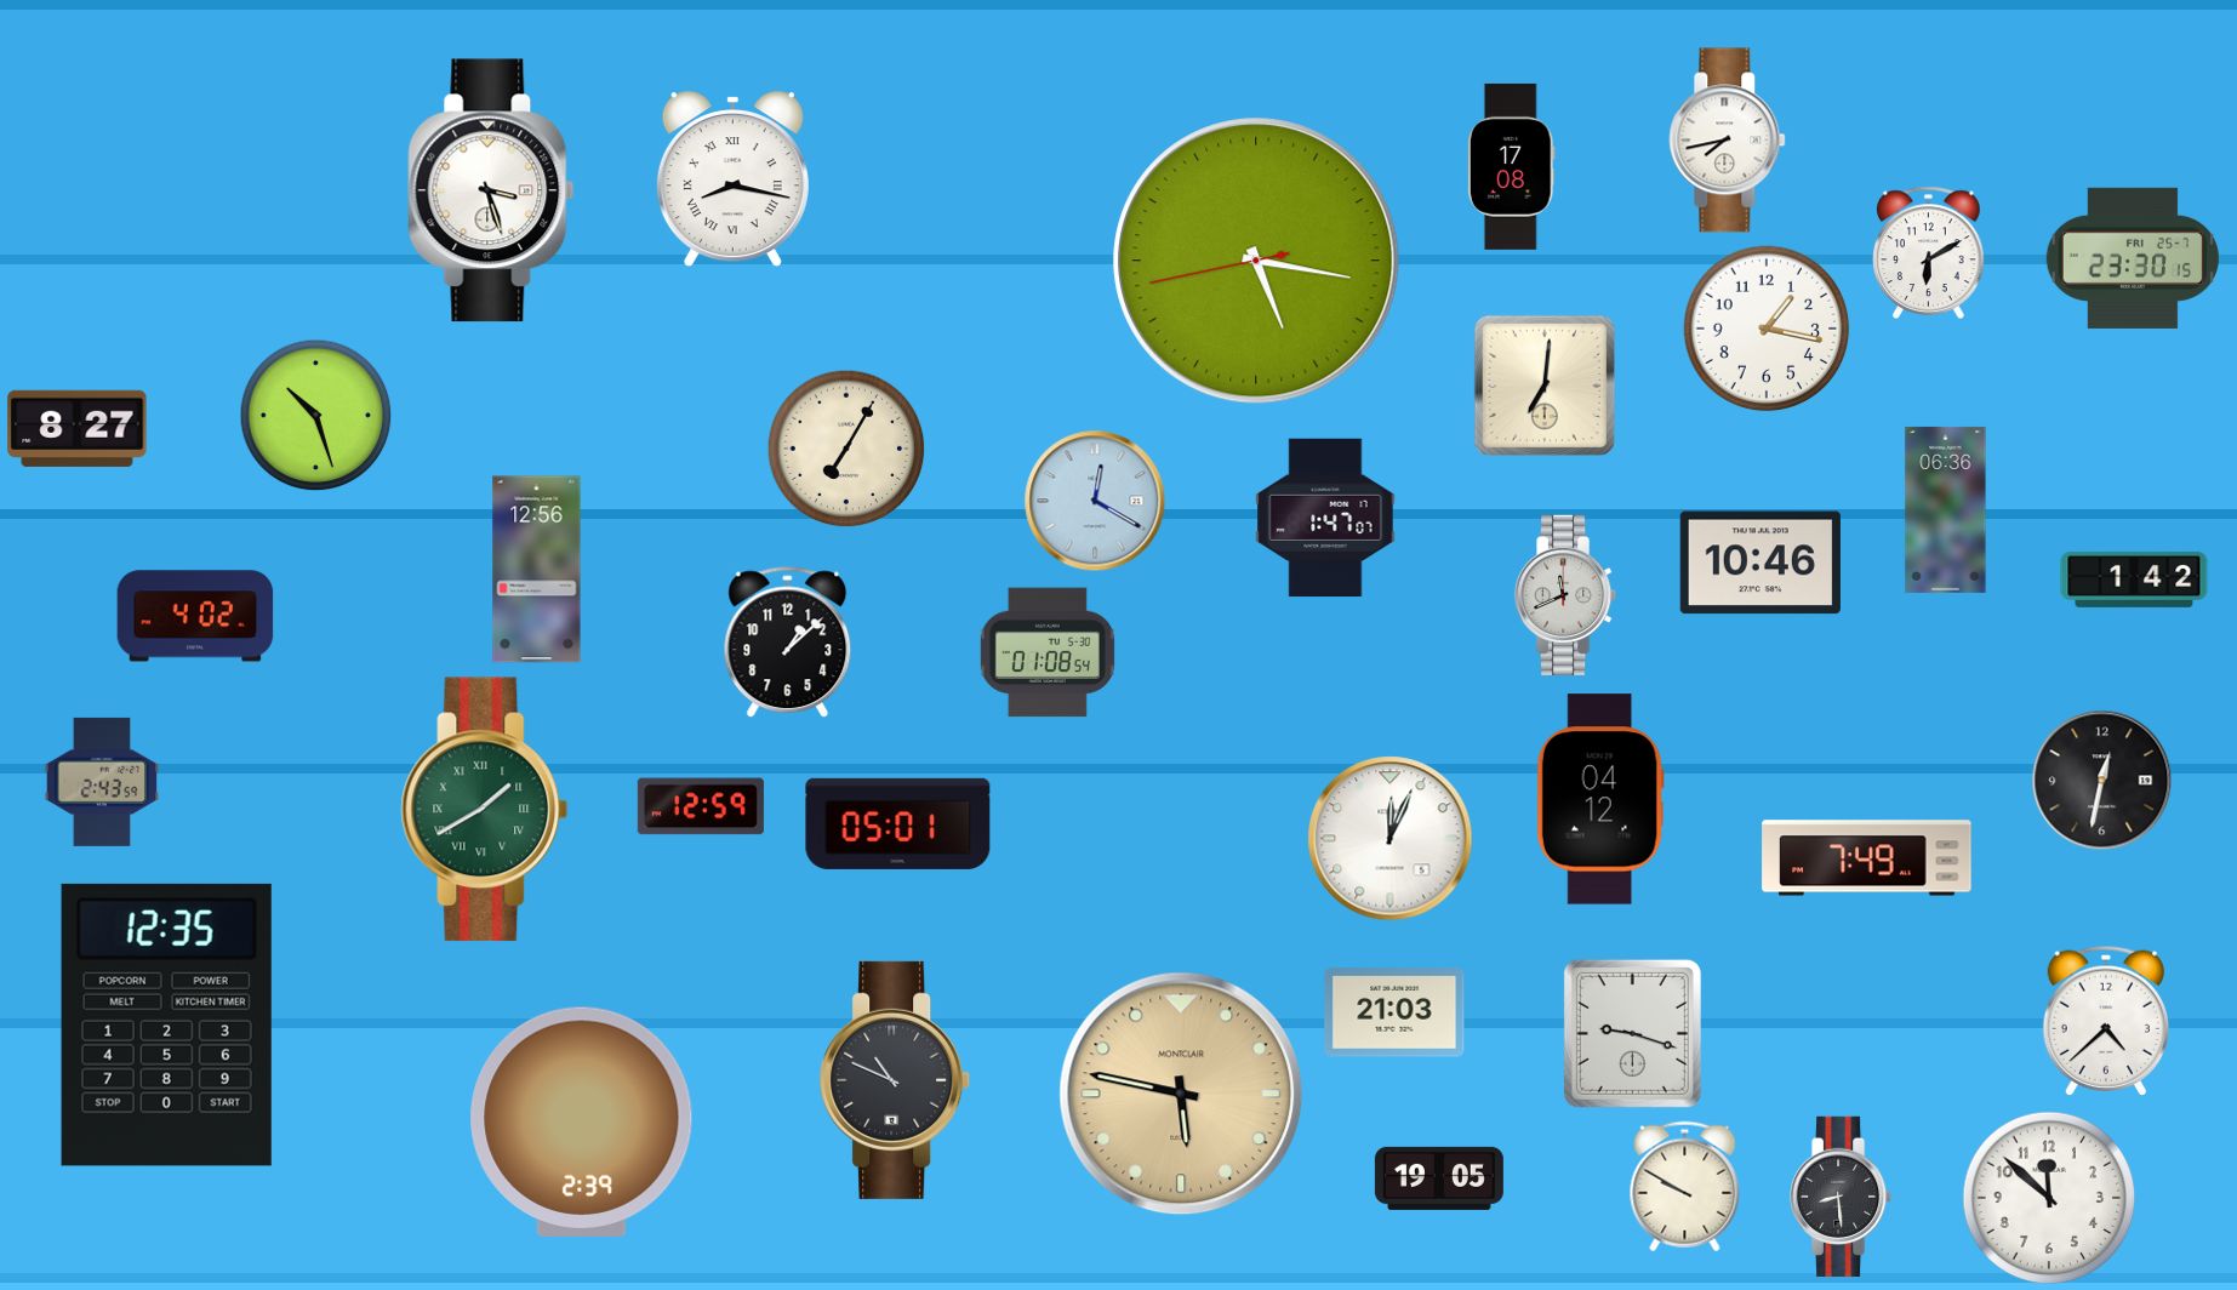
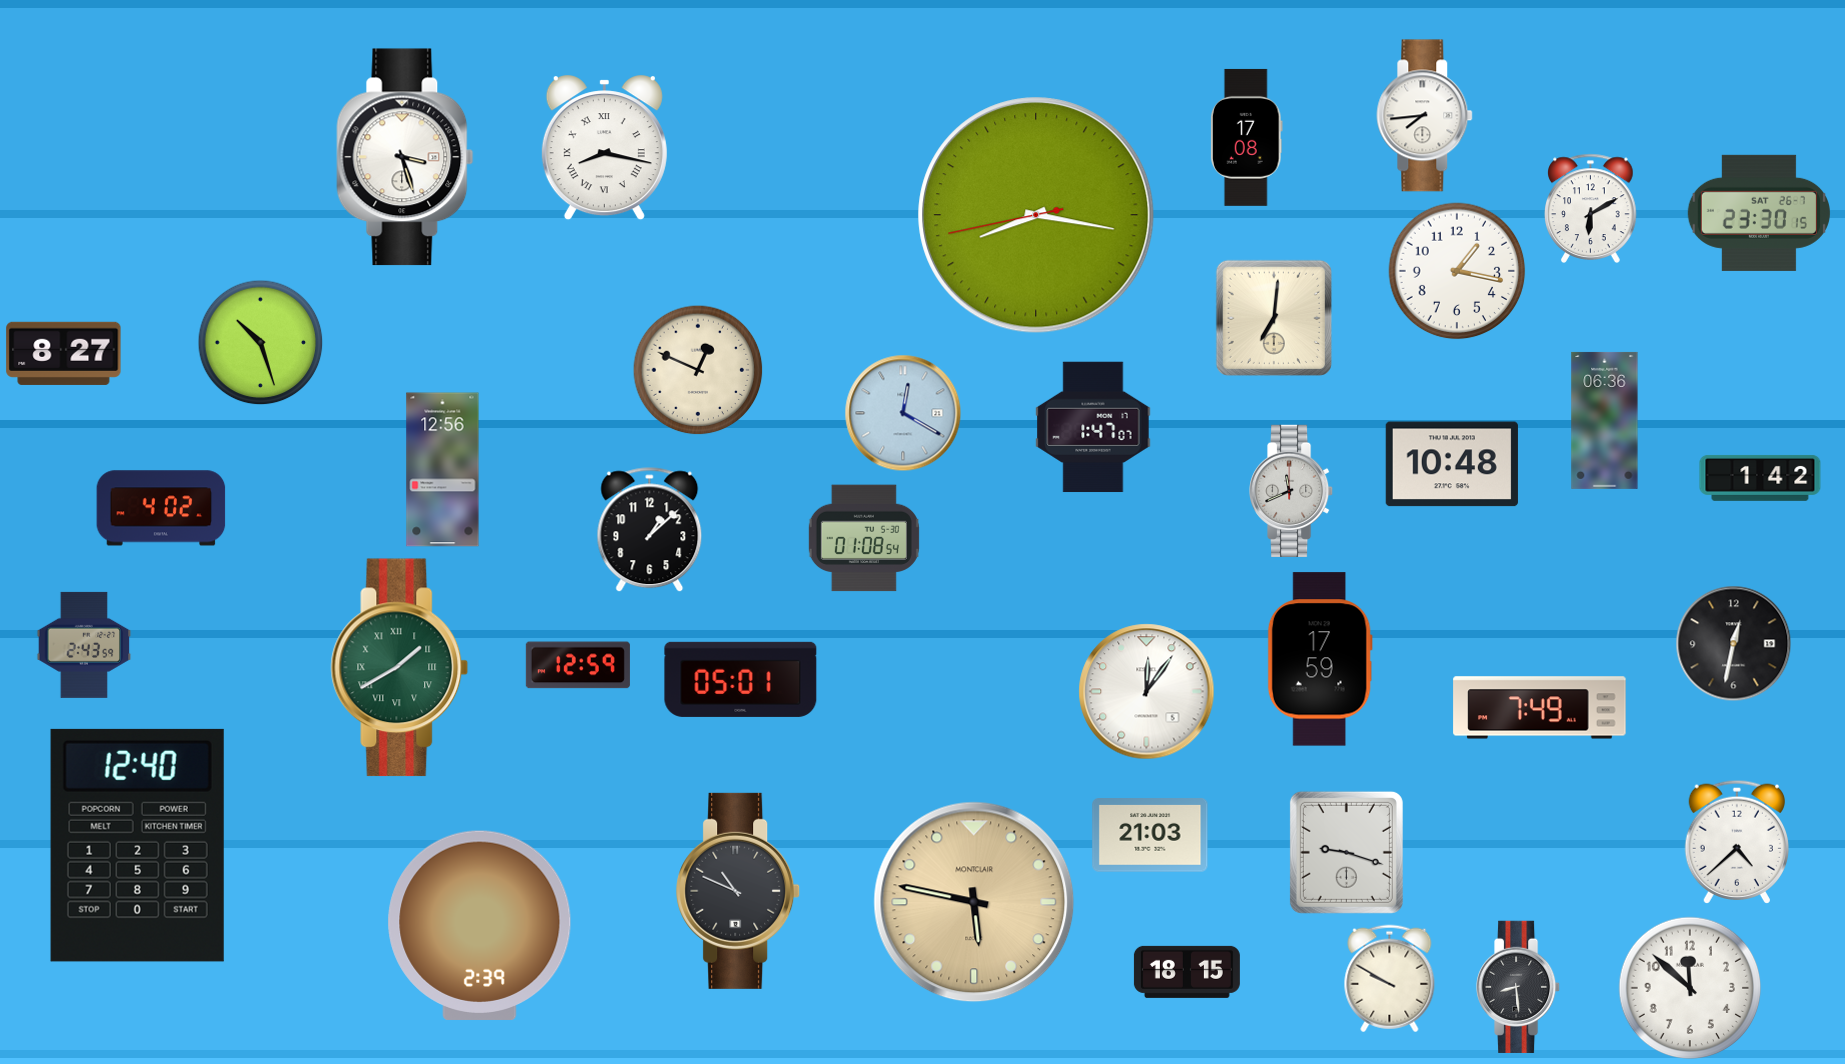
clock at (1728, 141): 7:43 -> 7:44
clock at (2133, 258) date: FRI 25-7 -> SAT 26-7
clock at (1256, 261): 5:16 -> 8:16
clock at (846, 449): 7:05 -> 12:49
clock at (1761, 563): 10:46 -> 10:48
clock at (1600, 799): 04:12 -> 17:59
clock at (1391, 839): 12:04 -> 12:06
clock at (166, 1024): 12:35 -> 12:40
clock at (1439, 1178): 19:05 -> 18:15
